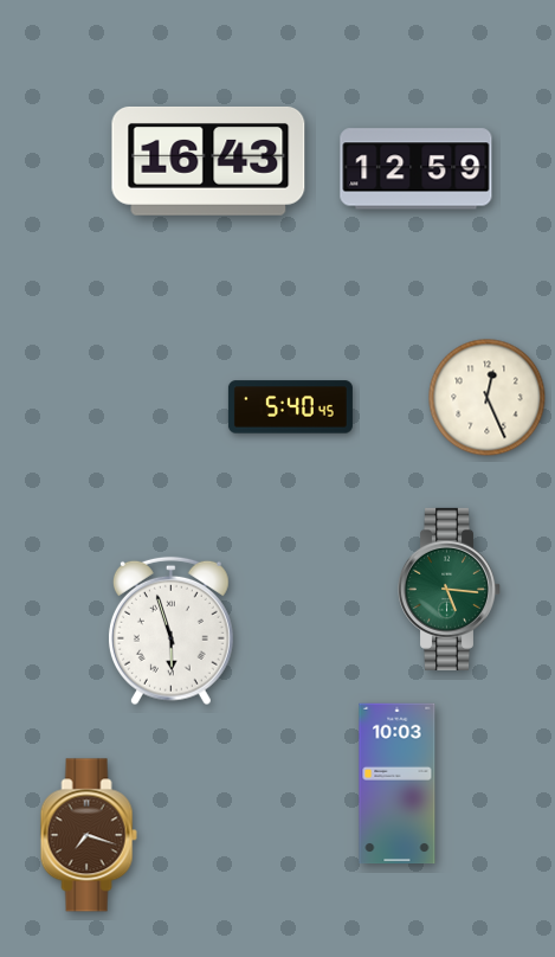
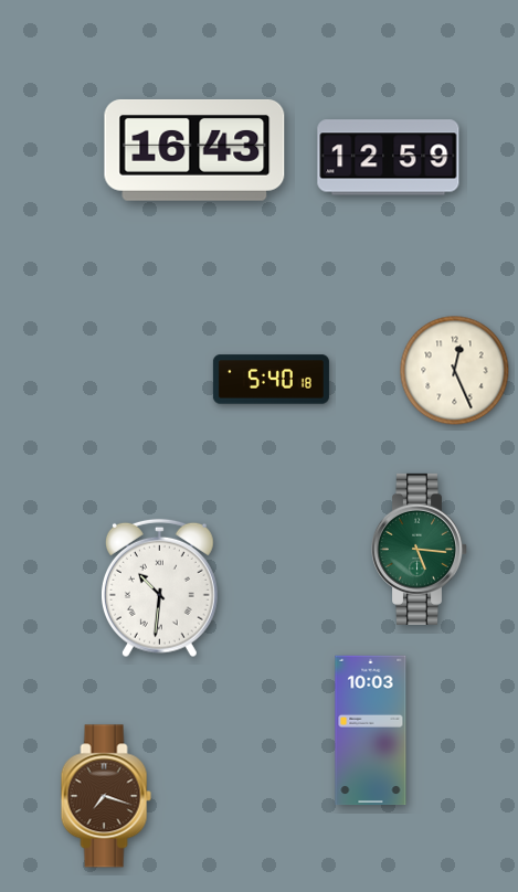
clock at (290, 407): 5:40:45 -> 5:40:18
clock at (170, 631): 5:57 -> 10:31
clock at (89, 835) position: (89, 835) -> (106, 796)
